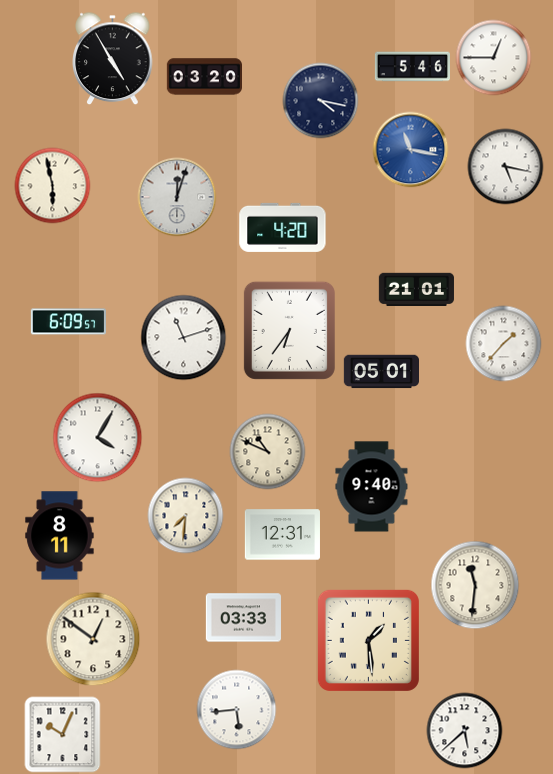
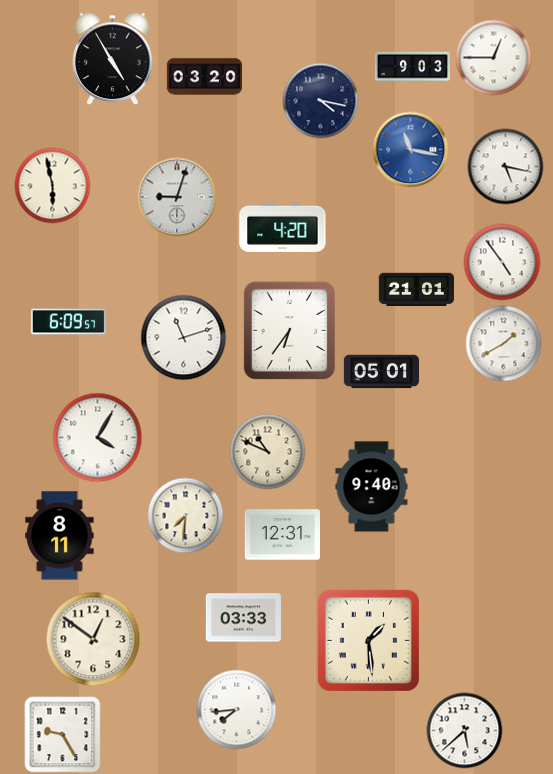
clock at (412, 67): 5:46 -> 9:03
clock at (177, 197): 12:03 -> 9:03
clock at (502, 262): none -> 4:54
clock at (504, 344): 1:37 -> 1:40
clock at (475, 585): 11:31 -> none
clock at (237, 710): 5:44 -> 7:44
clock at (63, 735): 10:04 -> 9:25
